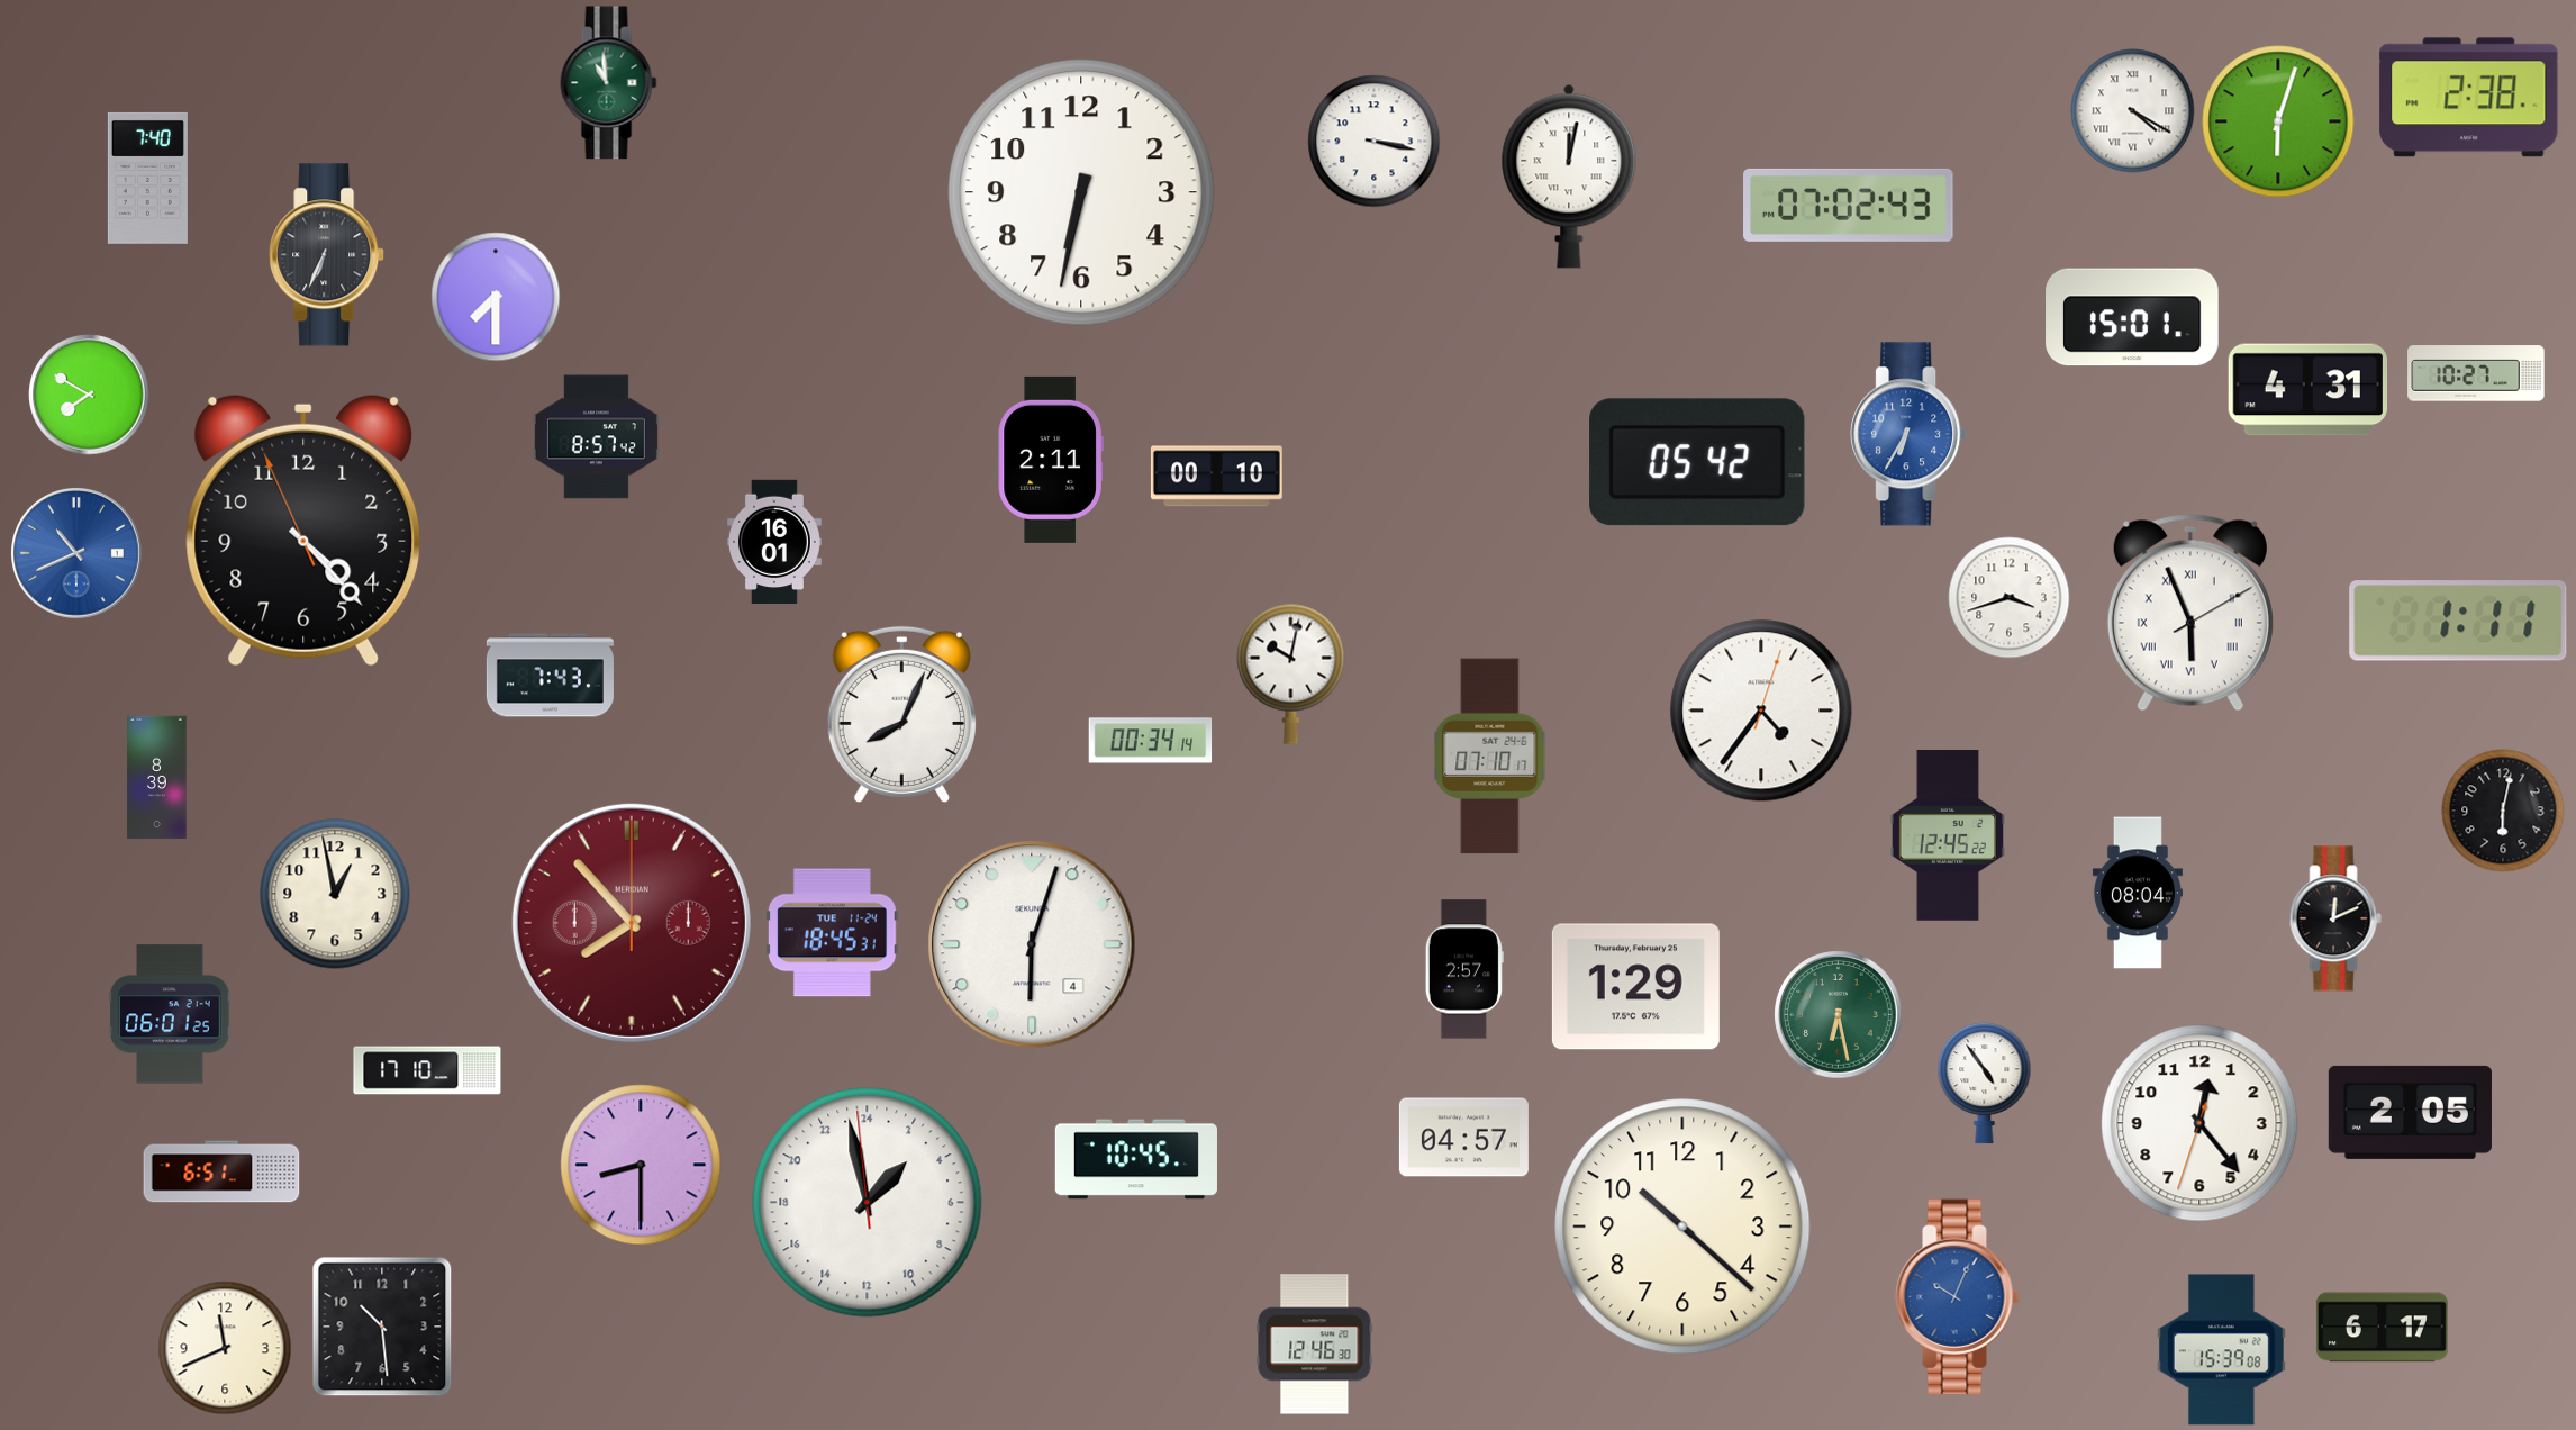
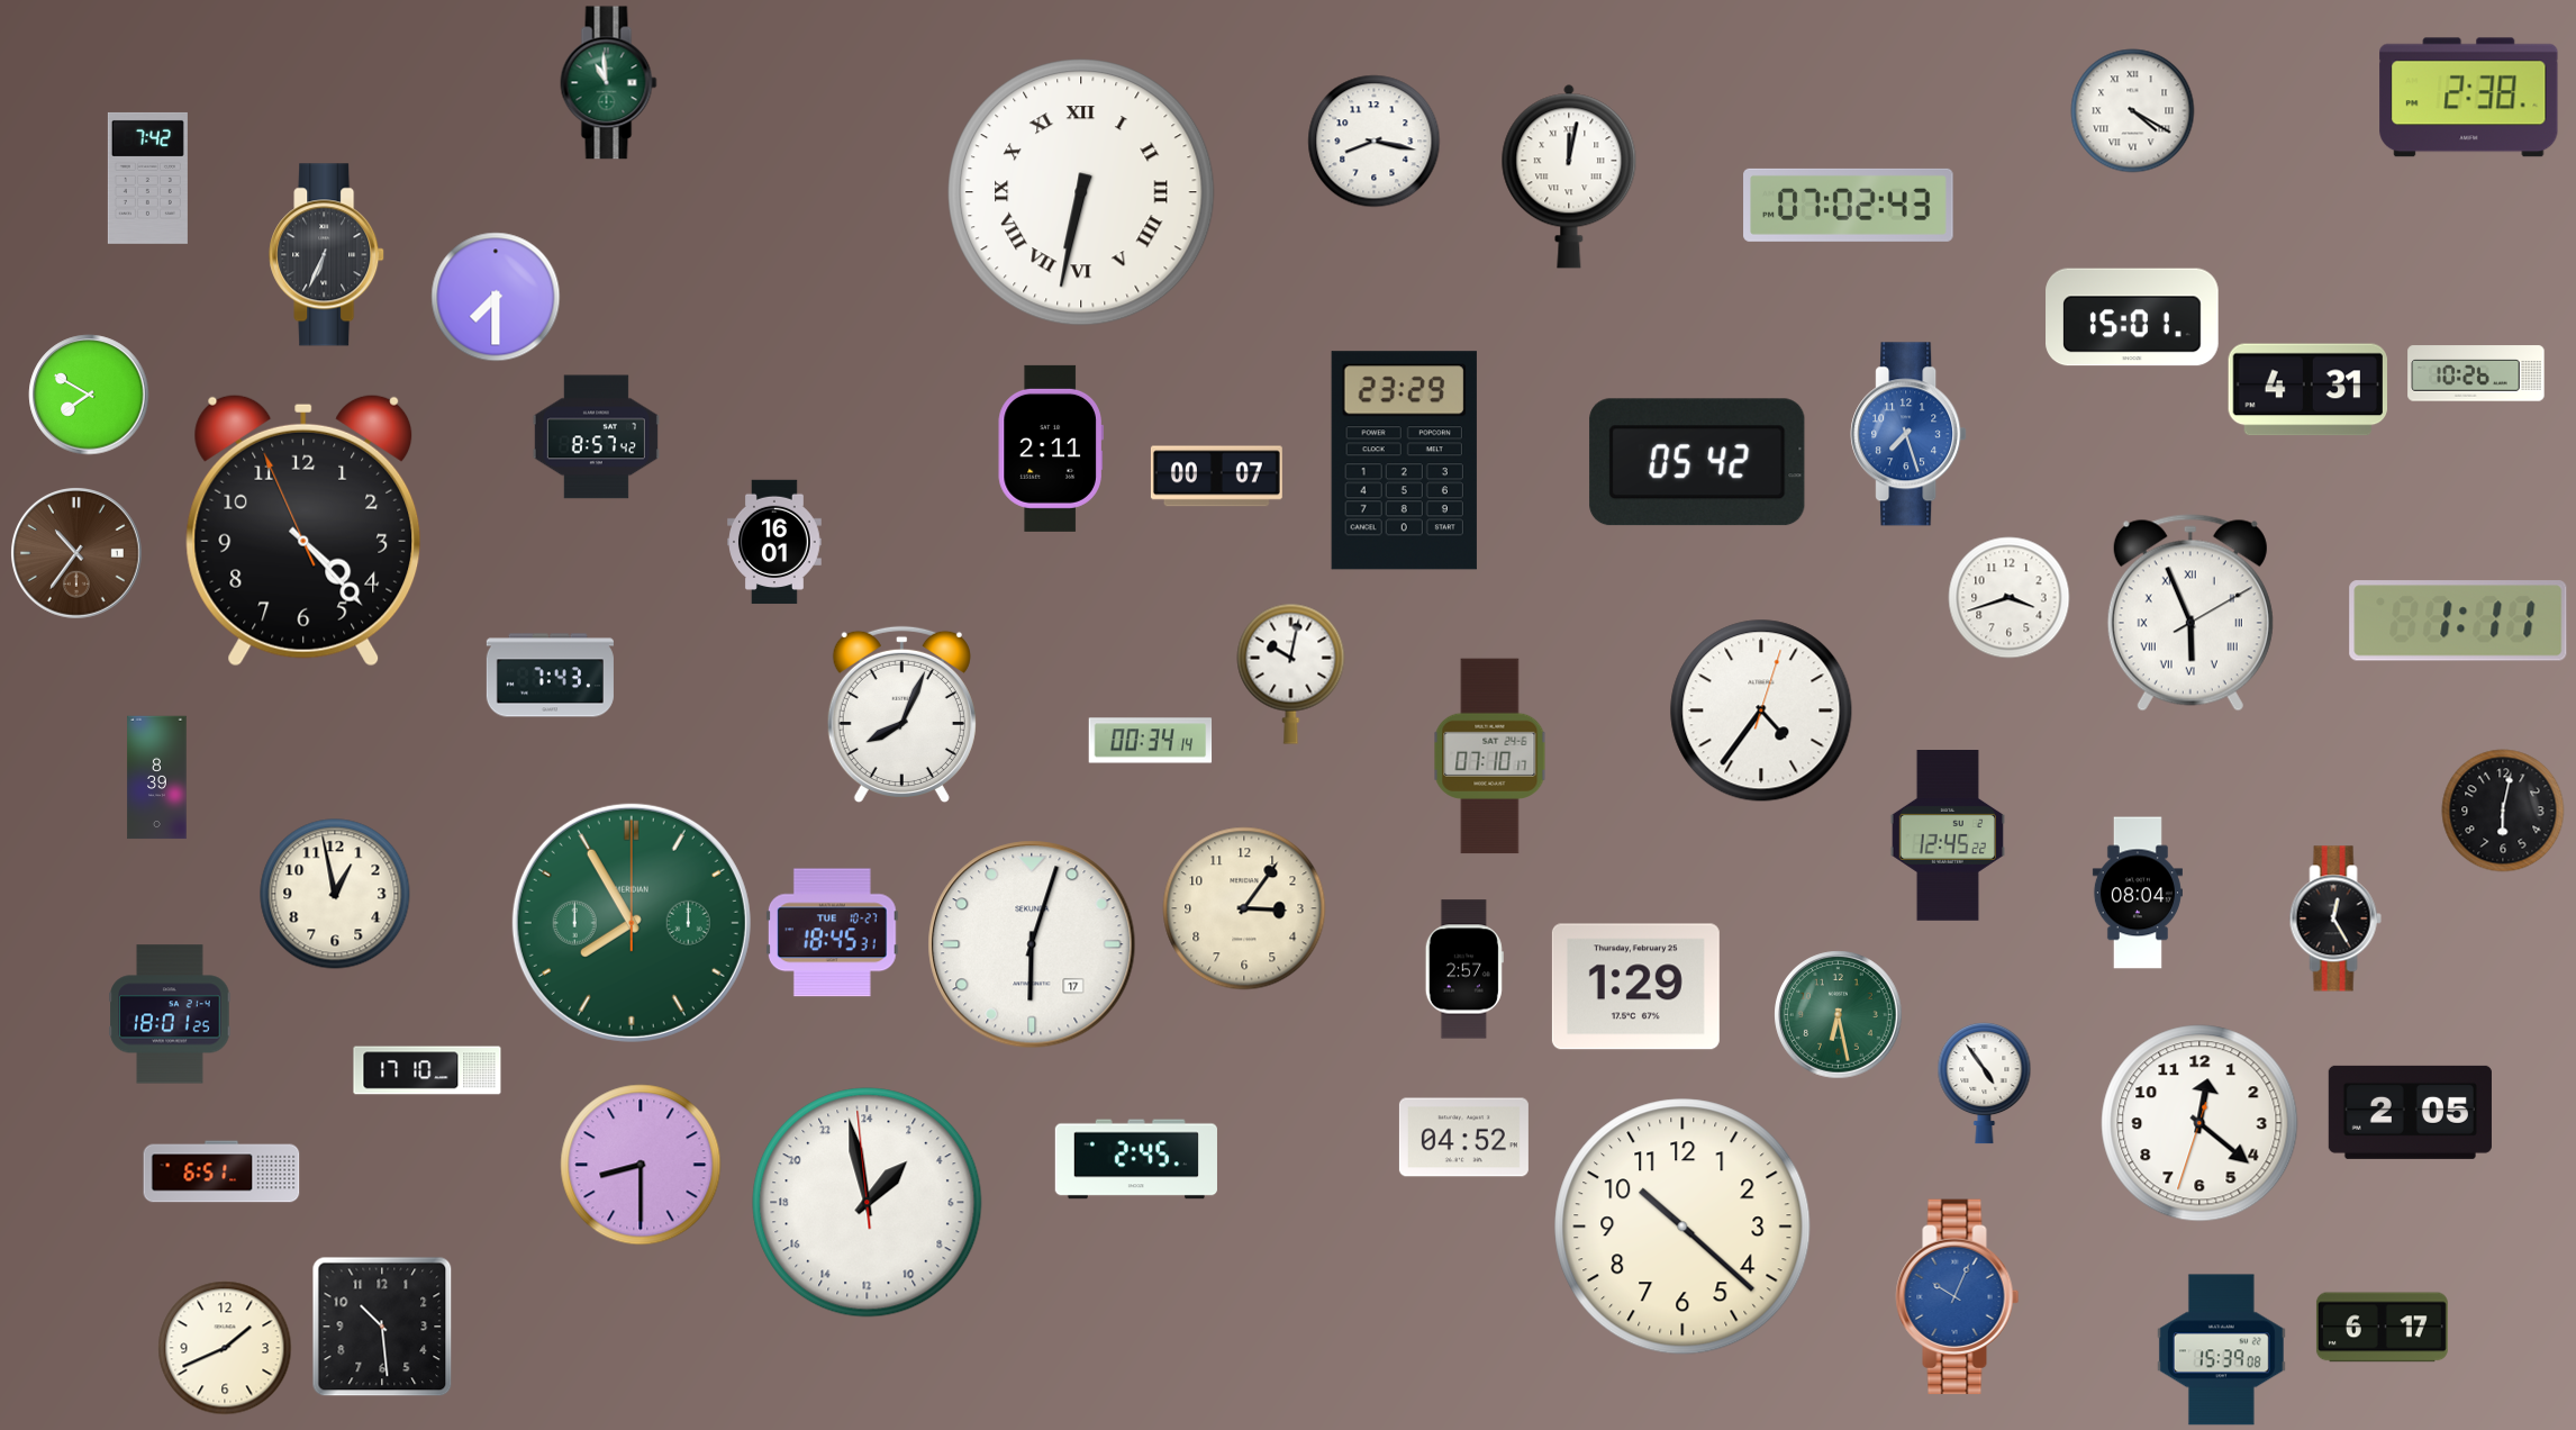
clock at (2278, 121): 6:03 -> none
clock at (1375, 142): 3:17 -> 8:17
clock at (147, 178): 7:40 -> 7:42
clock at (1081, 192) numerals: Arabic -> Roman
clock at (2476, 373): 10:27 -> 10:26
clock at (1908, 434): 6:35 -> 7:27
clock at (1051, 460) position: (1051, 460) -> (1051, 449)
clock at (1404, 461): none -> 23:29
clock at (1216, 477): 00:10 -> 00:07
clock at (78, 554): 10:41 -> 10:36
clock at (78, 554) dial: blue -> brown
clock at (1244, 908): none -> 3:06
clock at (2335, 918): 12:11 -> 12:25
clock at (632, 923): 7:53 -> 7:55
clock at (632, 923) dial: burgundy -> green
clock at (832, 933) date: TUE 11-24 -> TUE 10-27
clock at (1032, 944) date: 4 -> 17
clock at (170, 1014): 06:01 -> 18:01
clock at (2199, 1123): 12:23 -> 12:21
clock at (1463, 1138): 04:57 -> 04:52
clock at (1136, 1159): 10:45 -> 2:45
clock at (1315, 1345): 12:46 -> none
clock at (225, 1348): 11:41 -> 1:41
